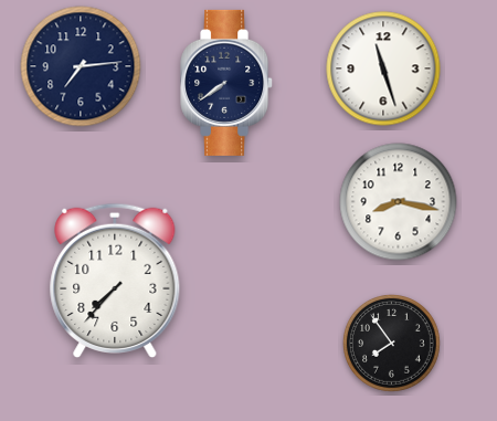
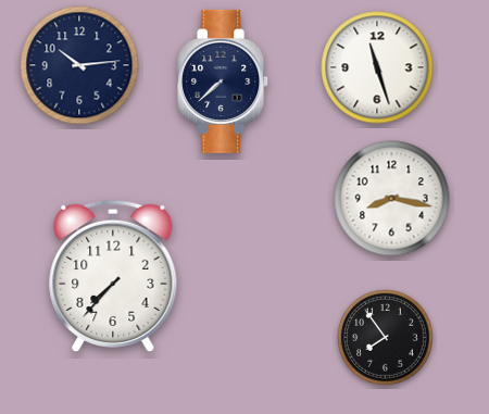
clock at (81, 66): 7:14 -> 10:14
clock at (228, 83): 7:39 -> 7:38
